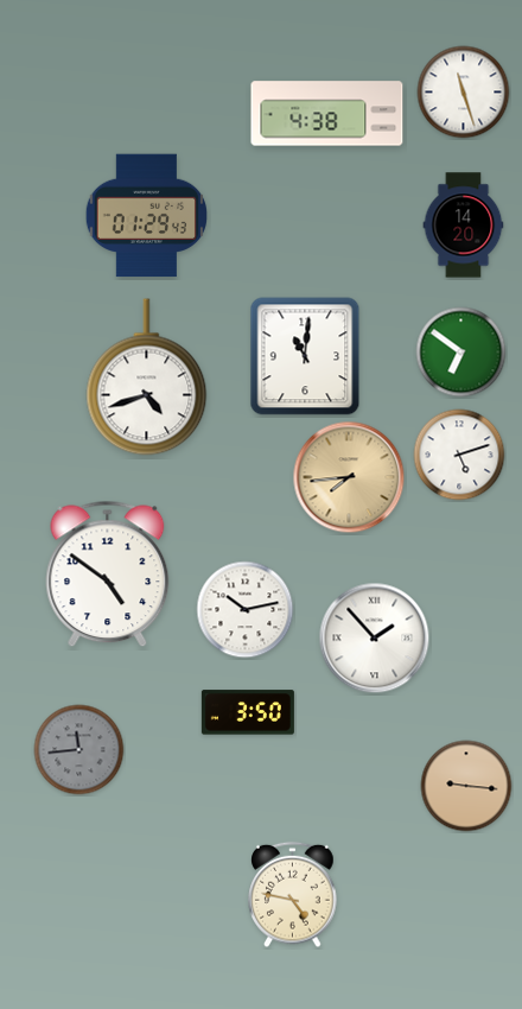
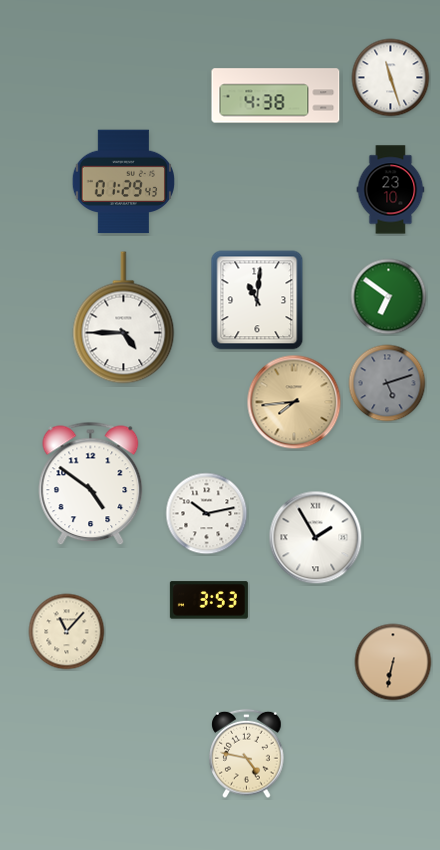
clock at (464, 226): 14:20 -> 23:10
clock at (147, 377): 4:42 -> 4:45
clock at (459, 455) dial: white -> grey
clock at (375, 639): 1:53 -> 1:55
clock at (248, 712): 3:50 -> 3:53
clock at (79, 750): 11:44 -> 11:07
clock at (79, 750) dial: grey -> cream
clock at (466, 786): 9:16 -> 6:32
